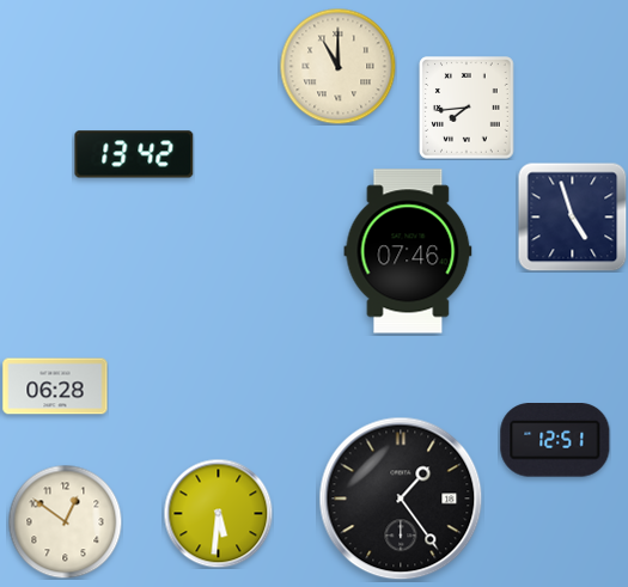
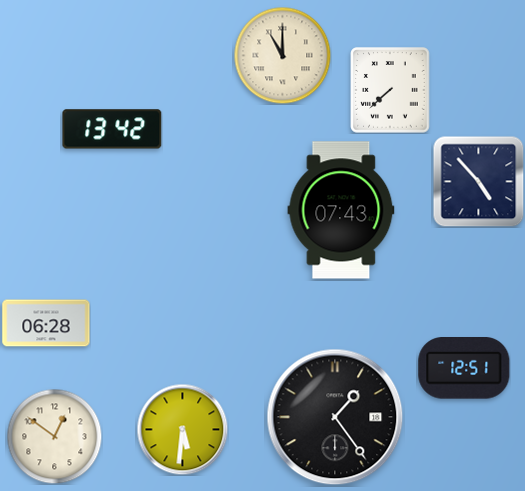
clock at (467, 108): 7:44 -> 7:38
clock at (572, 218): 4:57 -> 4:53
clock at (408, 251): 07:46 -> 07:43
